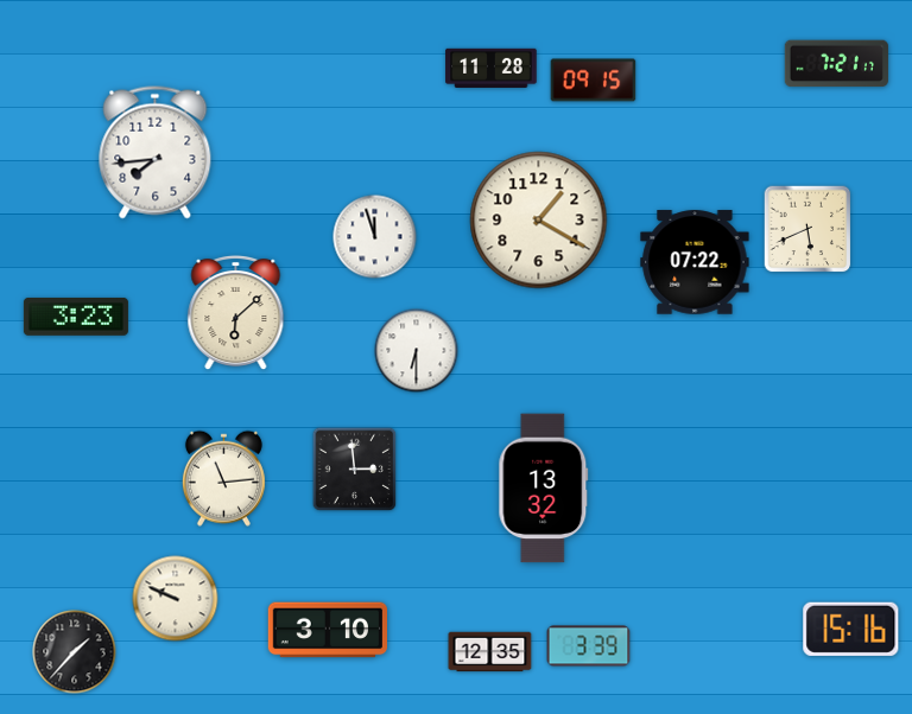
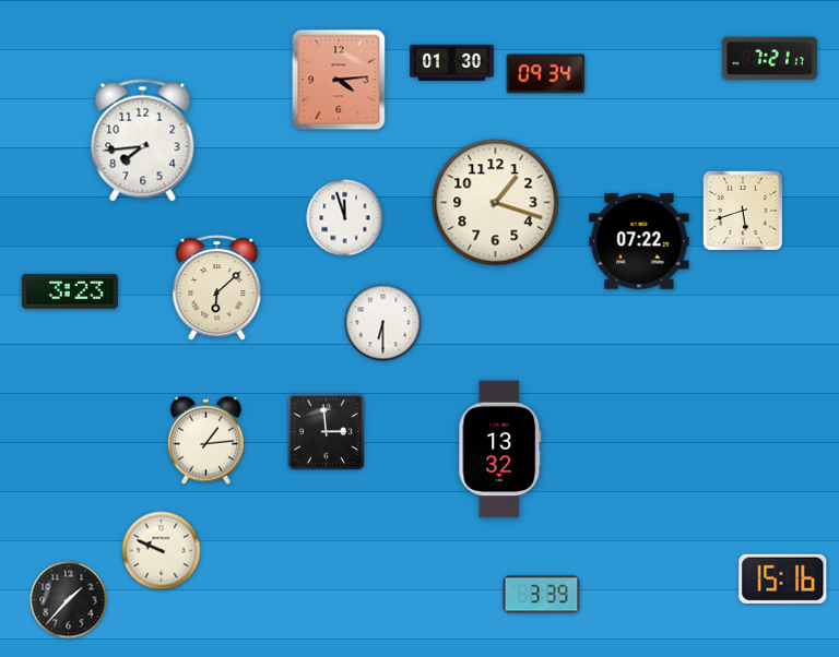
clock at (492, 68): 11:28 -> 01:30
clock at (594, 81): 09:15 -> 09:34
clock at (339, 80): none -> 4:14
clock at (539, 221): 1:20 -> 1:18
clock at (807, 229): 5:41 -> 5:42
clock at (223, 478): 11:14 -> 1:14
clock at (327, 630): 3:10 -> none
clock at (490, 652): 12:35 -> none
